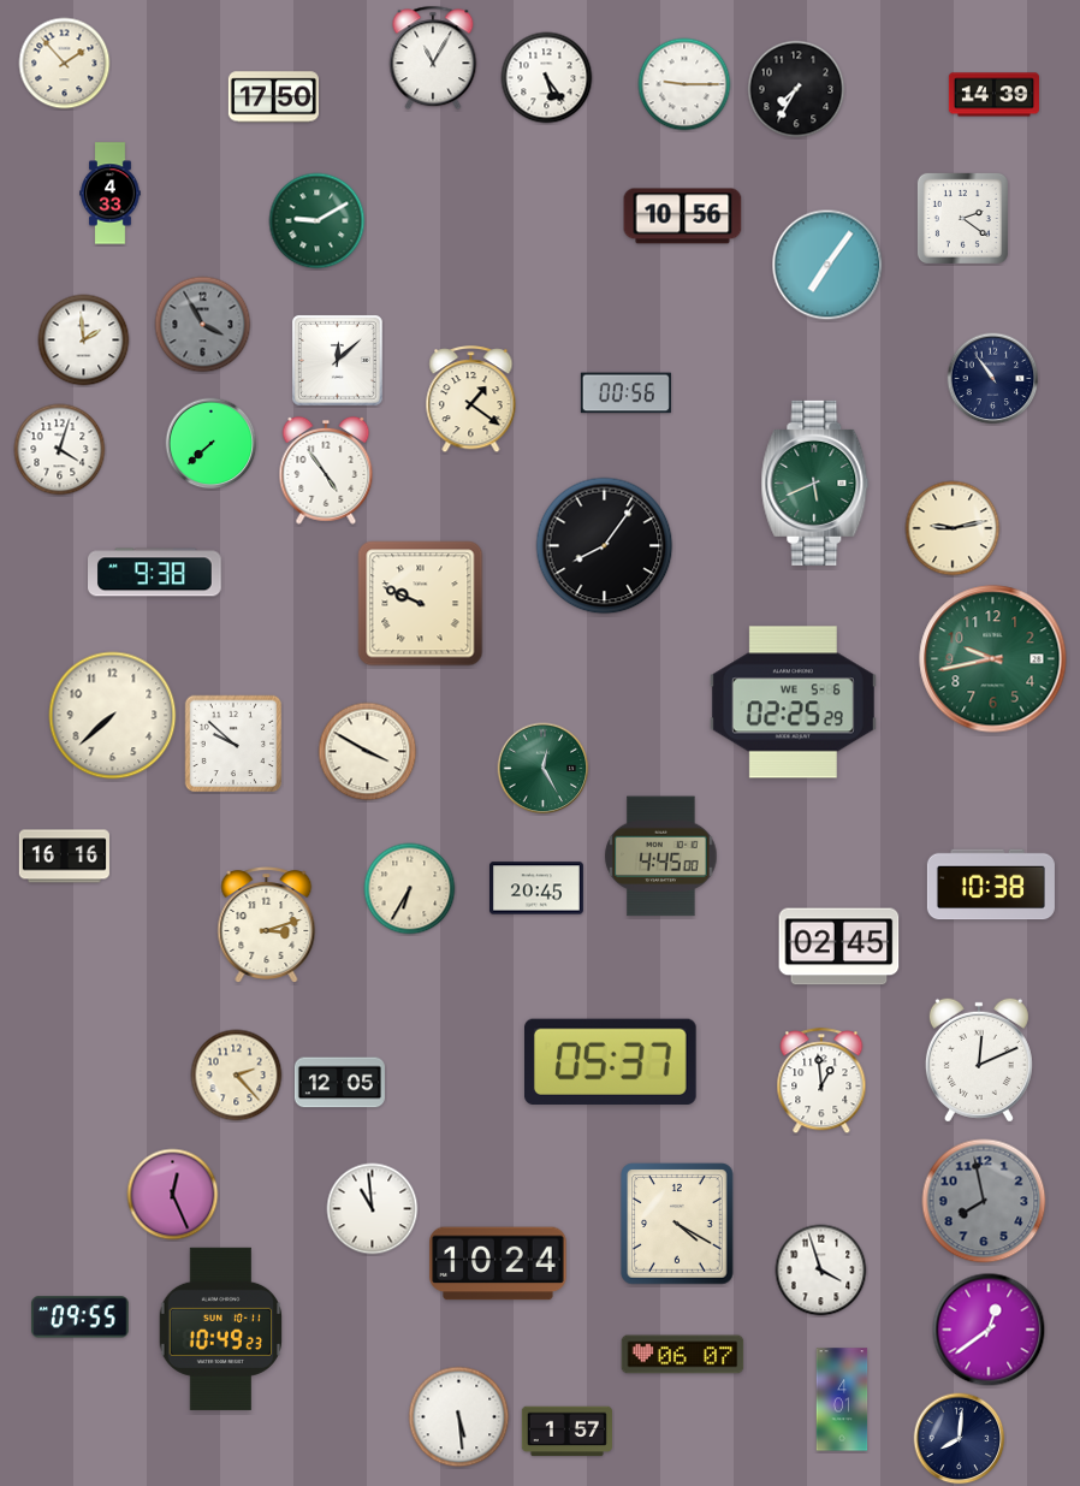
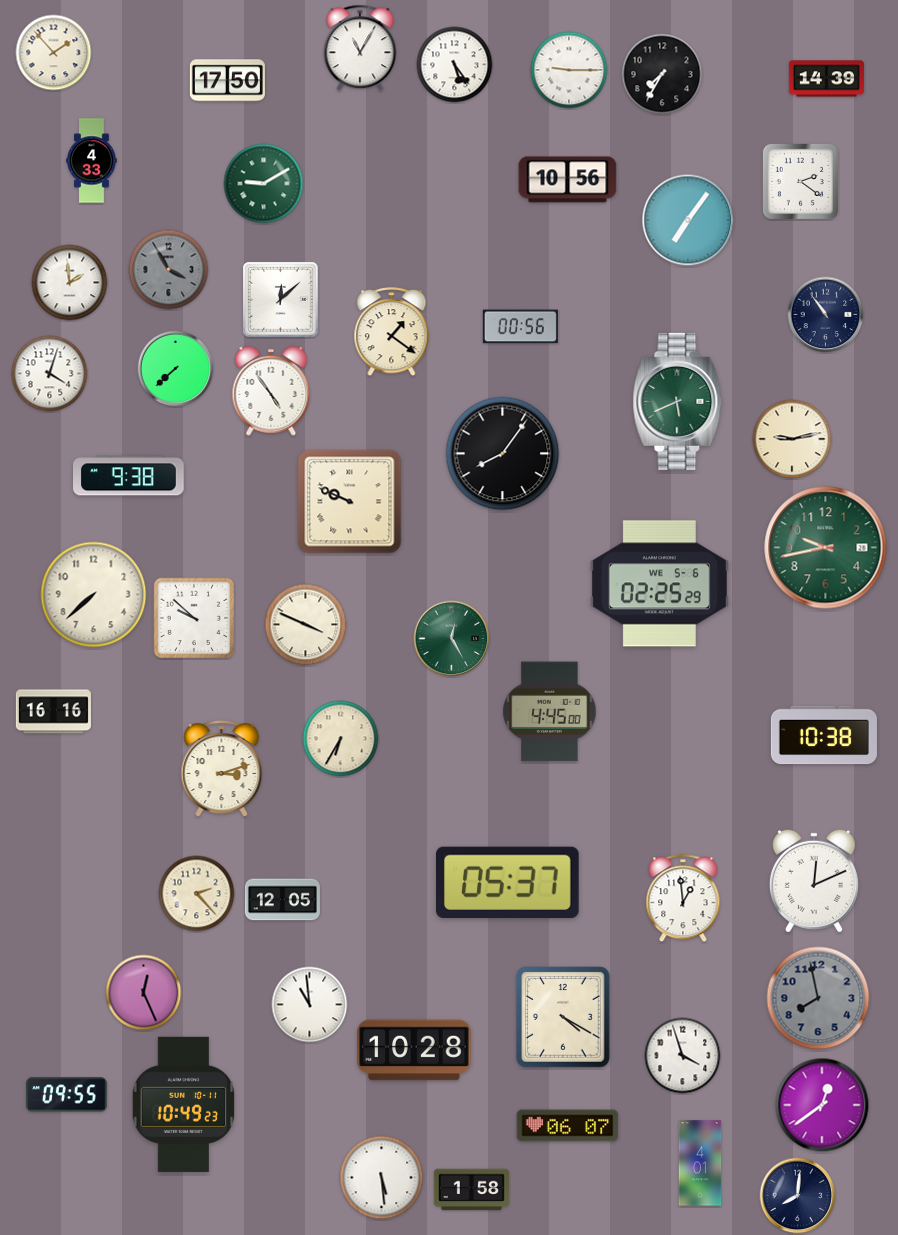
clock at (368, 752): 3:50 -> 3:49
clock at (536, 888): 20:45 -> none
clock at (839, 947): 02:45 -> none
clock at (498, 1263): 10:24 -> 10:28
clock at (566, 1432): 1:57 -> 1:58
